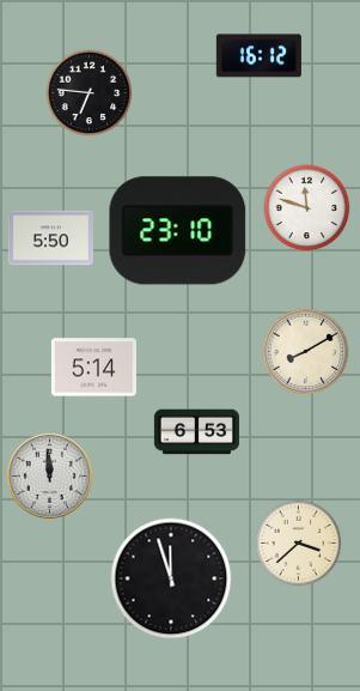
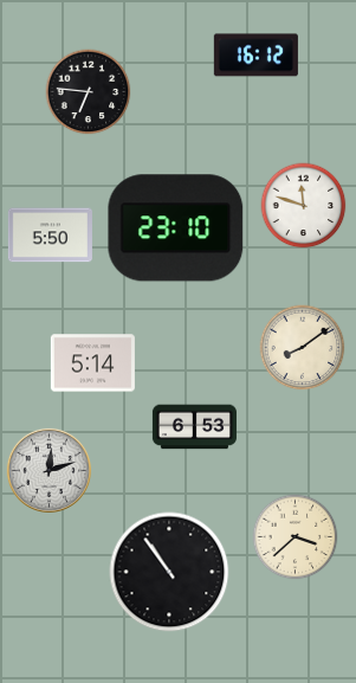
clock at (306, 352): 8:10 -> 8:09
clock at (49, 475): 11:59 -> 12:12
clock at (171, 578): 11:57 -> 10:54
